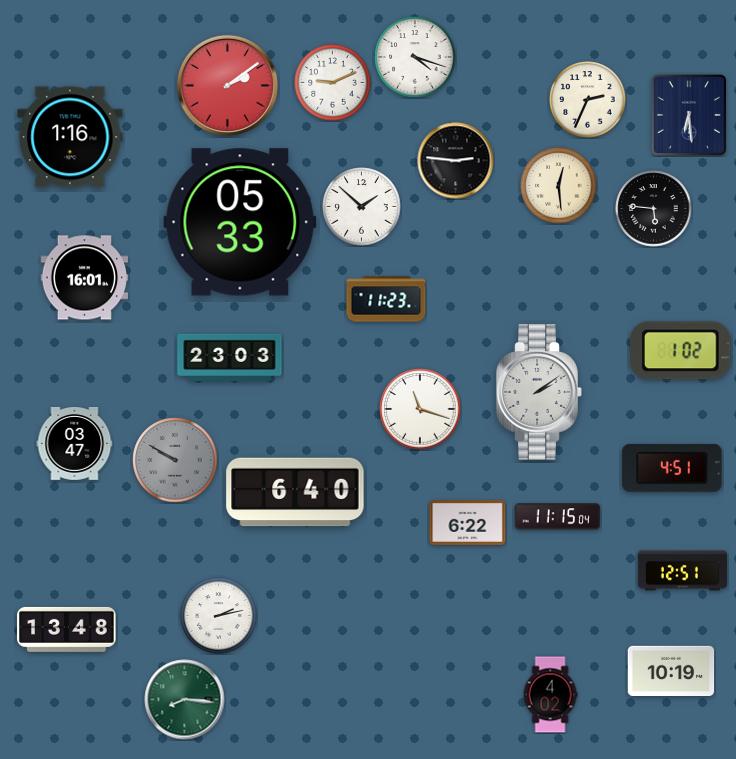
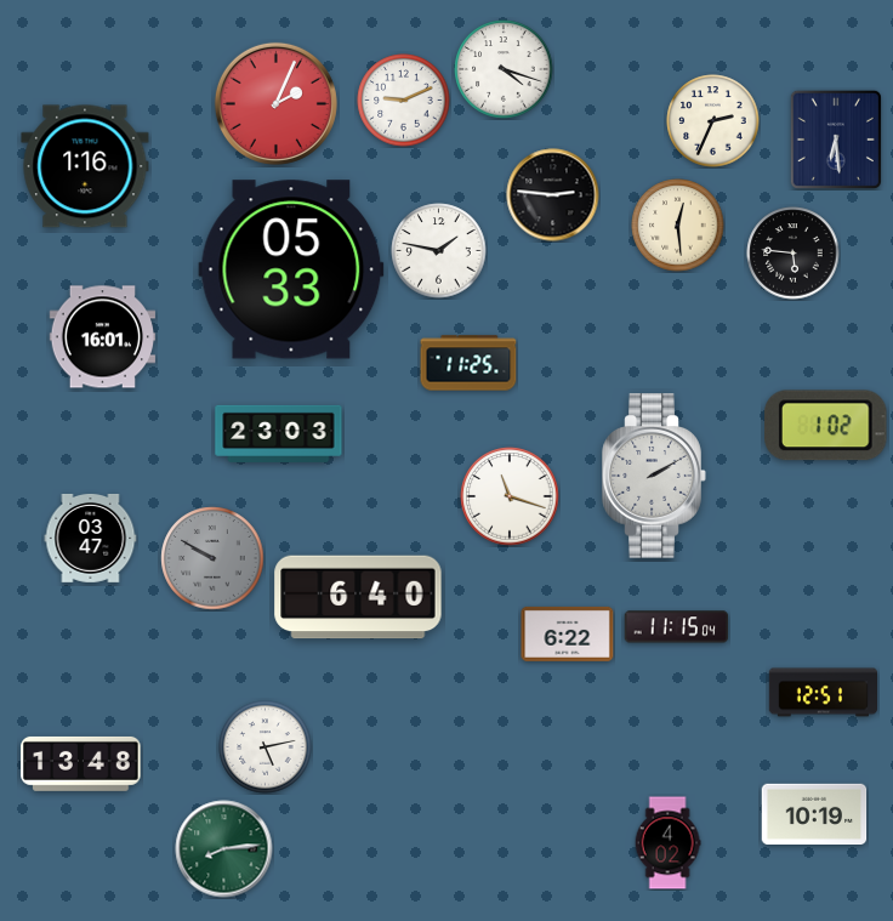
clock at (227, 85): 2:09 -> 2:04
clock at (362, 207): 1:52 -> 1:47
clock at (386, 299): 11:23 -> 11:25
clock at (539, 392): 2:09 -> 2:10
clock at (672, 468): 4:51 -> none
clock at (682, 571) position: (682, 571) -> (823, 693)
clock at (219, 616): 2:13 -> 5:13
clock at (185, 700): 8:16 -> 8:14
